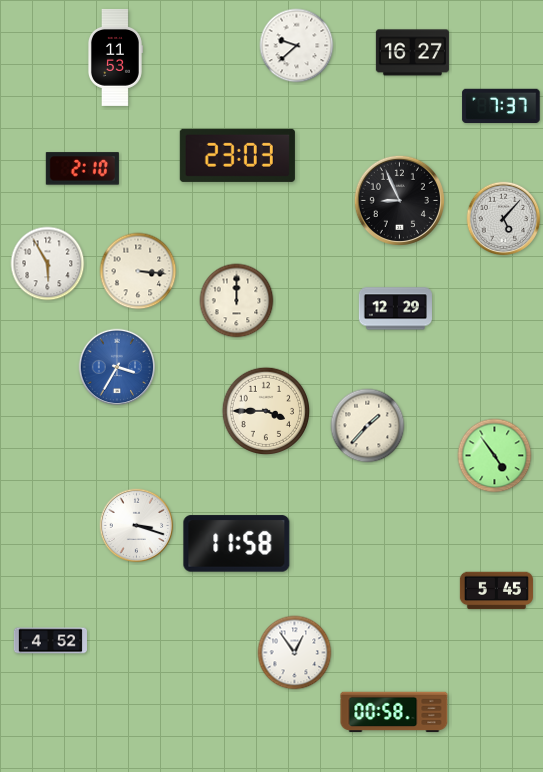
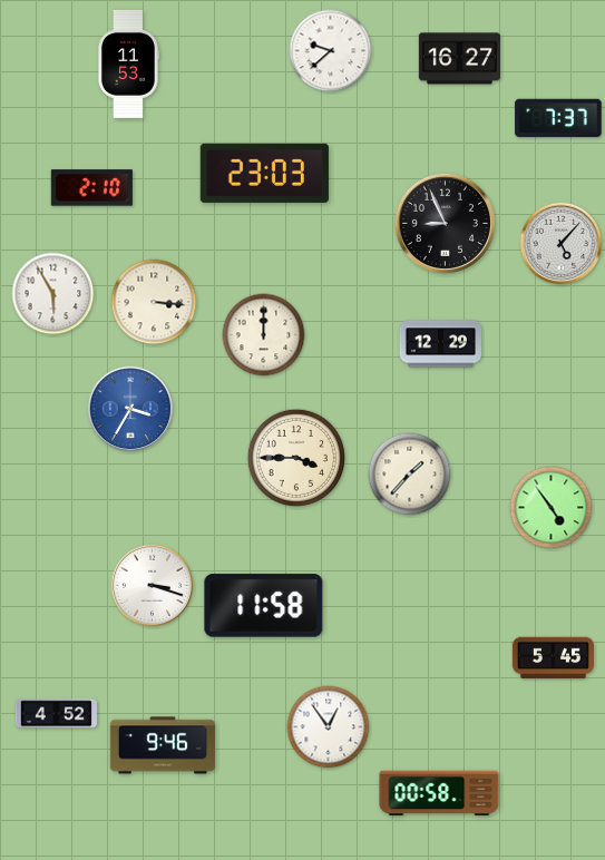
clock at (163, 745): none -> 9:46
